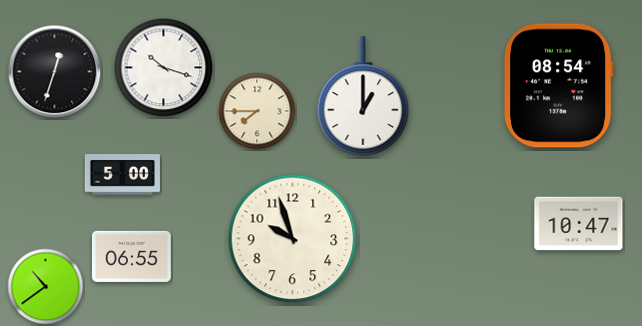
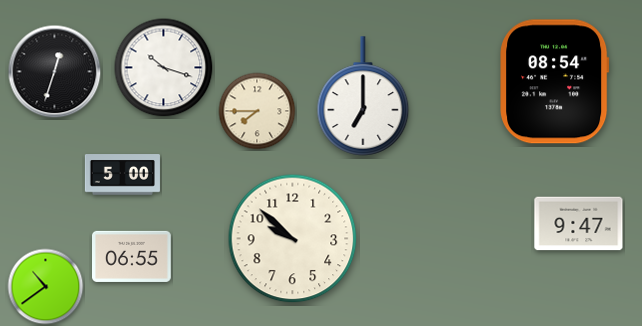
clock at (559, 86) position: (559, 86) -> (555, 82)
clock at (363, 96): 1:00 -> 7:00
clock at (579, 224): 10:47 -> 9:47
clock at (293, 239): 9:57 -> 9:52
